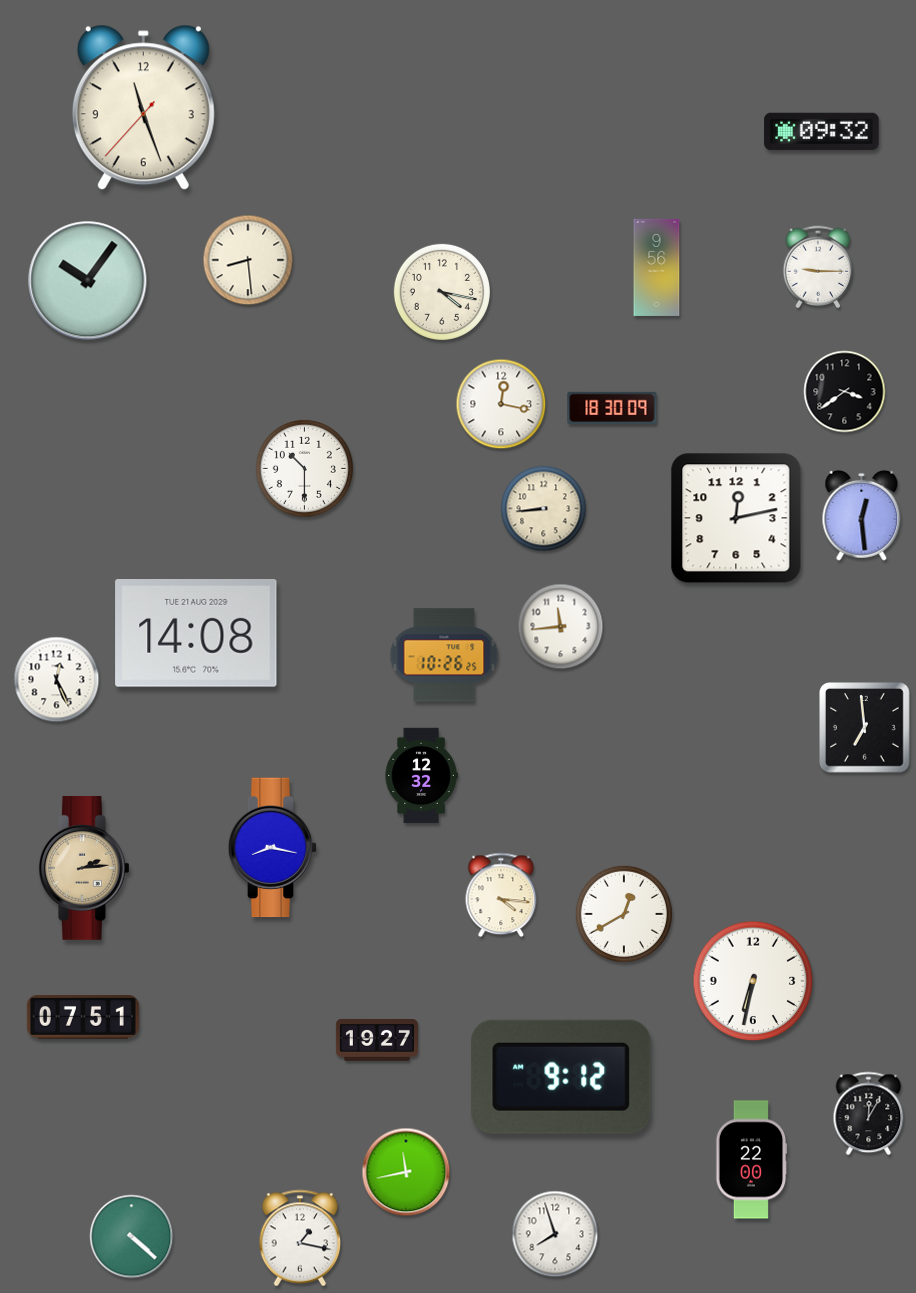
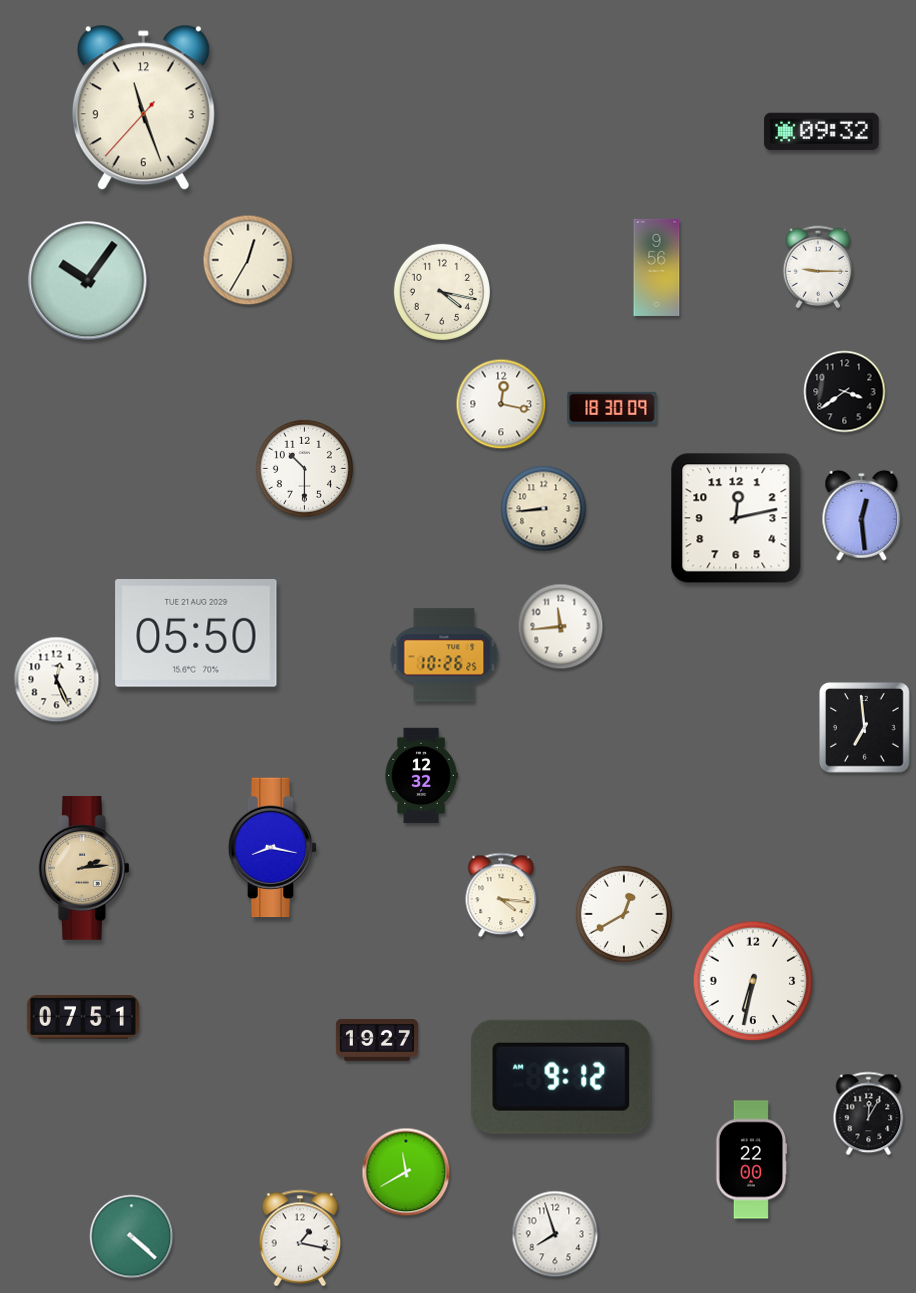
clock at (248, 260): 8:29 -> 12:35
clock at (196, 634): 14:08 -> 05:50
clock at (406, 1172): 11:43 -> 11:40
